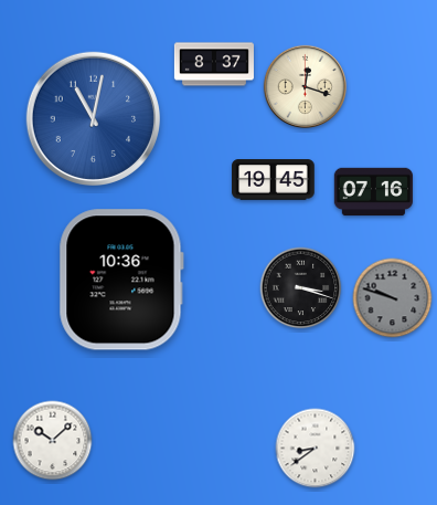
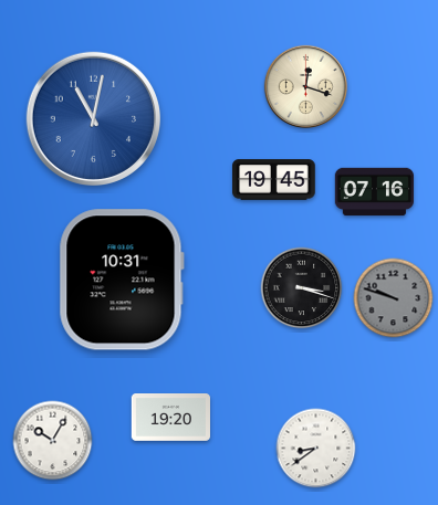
clock at (214, 64): 8:37 -> none
clock at (121, 280): 10:36 -> 10:31
clock at (170, 418): none -> 19:20
clock at (53, 441): 10:08 -> 10:05
